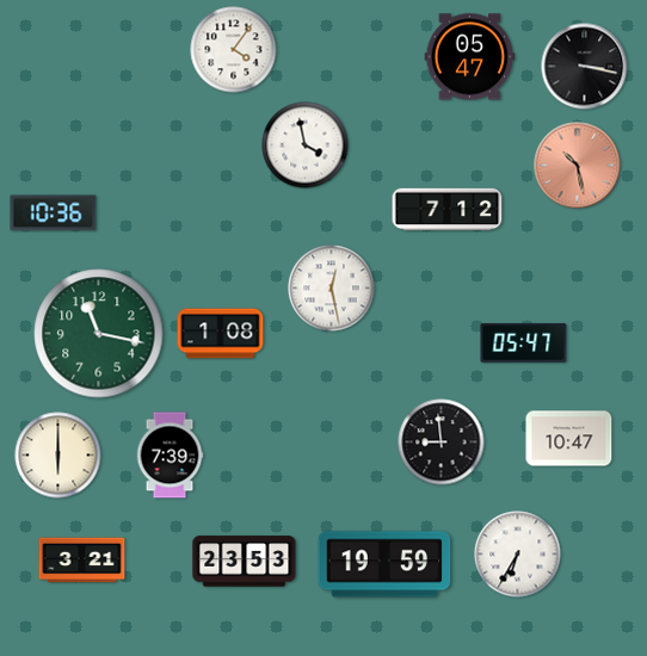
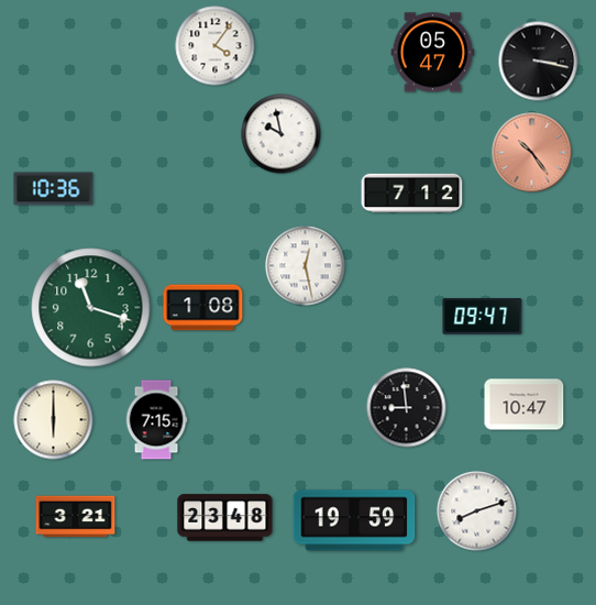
clock at (306, 146): 3:58 -> 9:58
clock at (578, 166): 10:28 -> 10:24
clock at (54, 213) position: (54, 213) -> (54, 189)
clock at (99, 334): 11:17 -> 11:18
clock at (524, 344): 05:47 -> 09:47
clock at (170, 456): 7:39 -> 7:15
clock at (518, 555): 6:35 -> 8:12
clock at (245, 562): 23:53 -> 23:48
